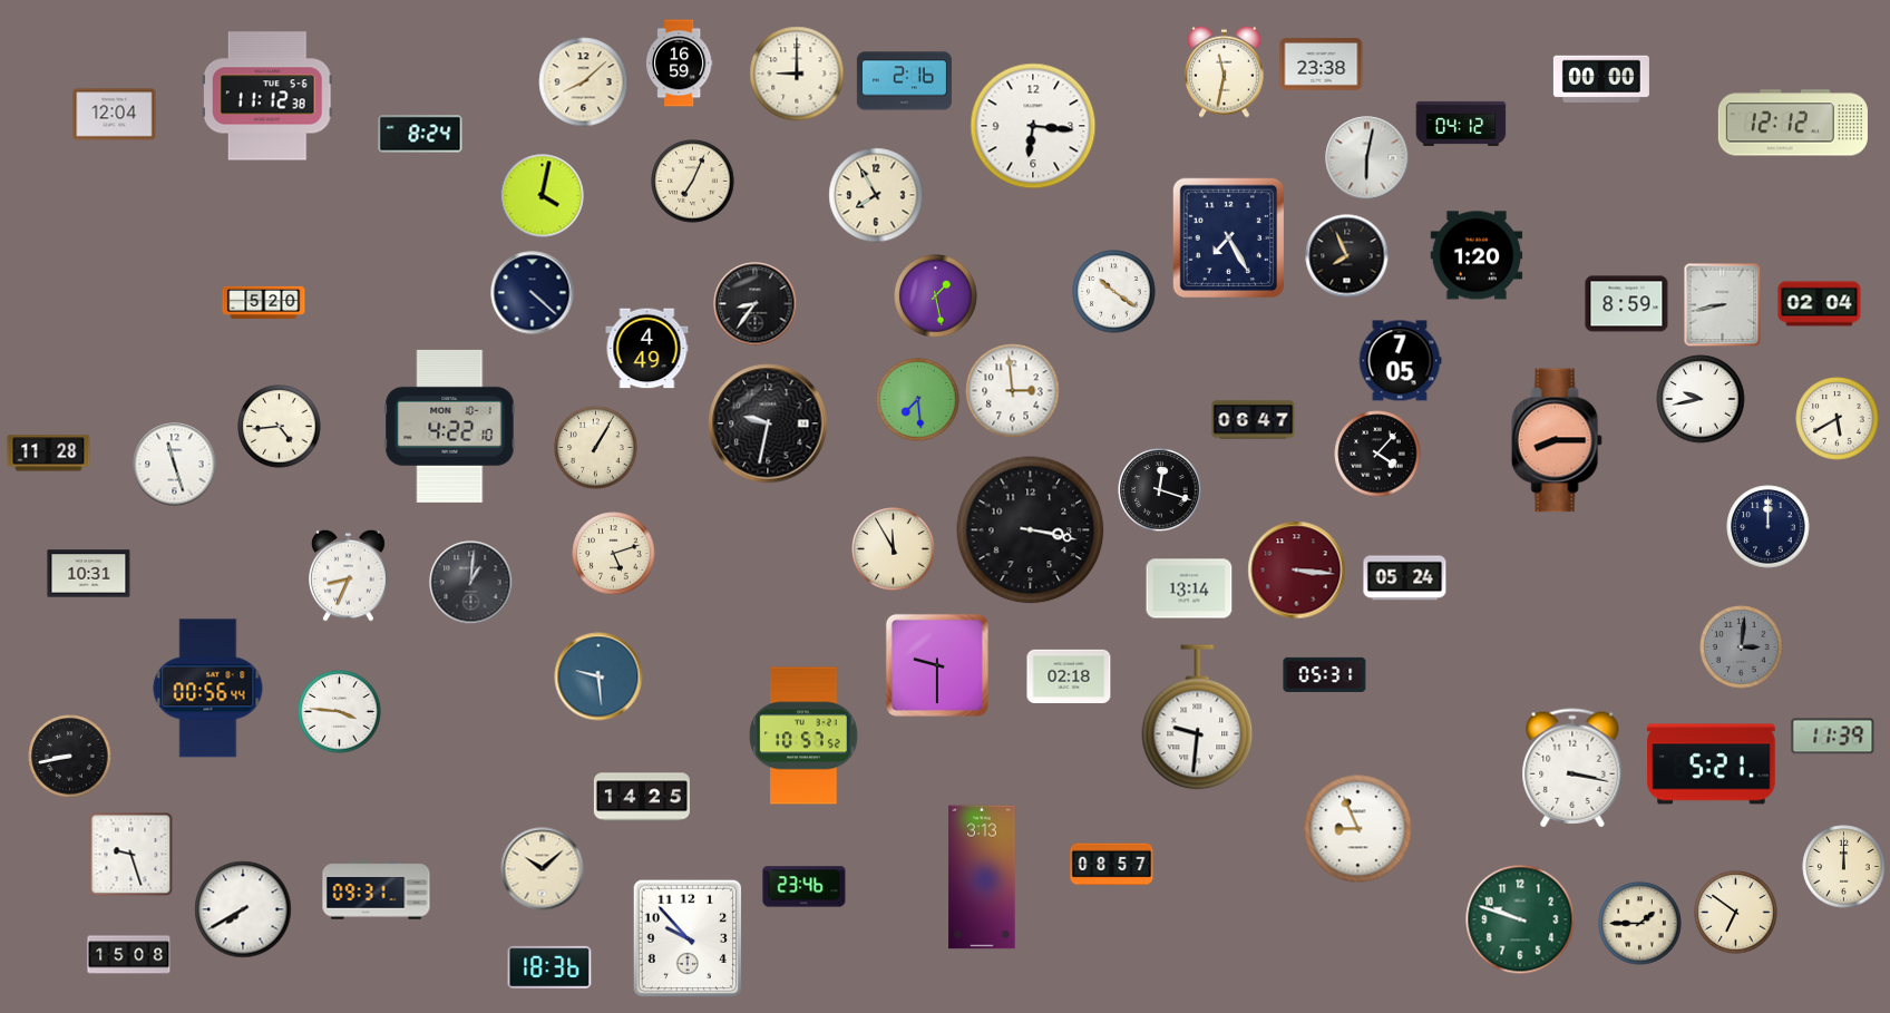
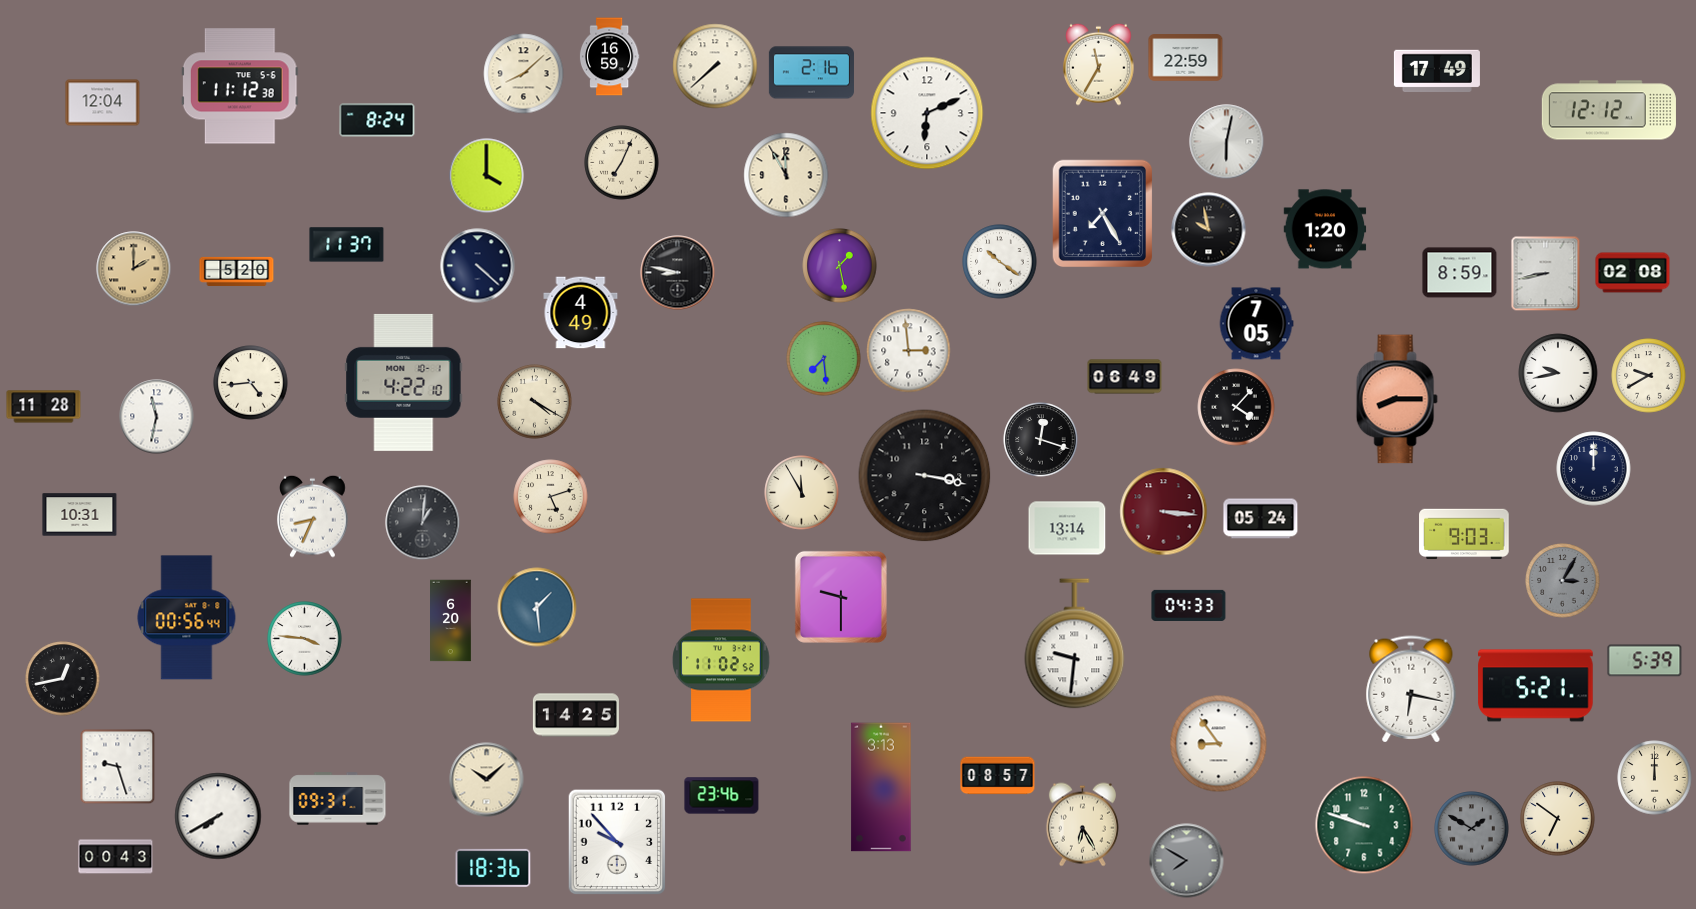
clock at (1322, 65): 23:38 -> 22:59
clock at (1225, 71): 11:32 -> 11:35
clock at (797, 74): 9:00 -> 7:38
clock at (1601, 79): 00:00 -> 17:49
clock at (1461, 124): 04:12 -> none
clock at (1033, 126): 6:16 -> 6:11
clock at (876, 195): 7:55 -> 11:55
clock at (543, 196): 4:02 -> 4:00
clock at (1347, 256): 7:56 -> 9:58
clock at (347, 245): none -> 11:37
clock at (533, 293) position: (533, 293) -> (478, 266)
clock at (134, 269): none -> 2:00
clock at (756, 304): 8:36 -> 8:47
clock at (1820, 304): 02:04 -> 02:08
clock at (1701, 399) position: (1701, 399) -> (1558, 373)
clock at (1838, 419): 5:40 -> 9:40
clock at (1254, 420): 06:47 -> 06:49
clock at (768, 423): 9:32 -> none
clock at (1557, 440) position: (1557, 440) -> (1397, 399)
clock at (596, 448): 1:05 -> 4:20
clock at (175, 465): 11:27 -> 11:32
clock at (1769, 527) position: (1769, 527) -> (1594, 469)
clock at (1464, 534): none -> 9:03
clock at (1742, 647): 3:01 -> 3:05
clock at (1325, 674): 05:31 -> 04:33
clock at (1069, 675): 02:18 -> none
clock at (598, 676): 9:29 -> 1:29
clock at (451, 621): none -> 6:20
clock at (803, 736): 10:57 -> 11:02
clock at (1833, 737): 11:39 -> 5:39
clock at (70, 757): 8:43 -> 12:43
clock at (1572, 768): 3:17 -> 6:17
clock at (1358, 829): 8:56 -> 8:54
clock at (1082, 825): none -> 6:25
clock at (1640, 924): 1:45 -> 1:50
clock at (1640, 924) dial: cream -> grey
clock at (129, 955): 15:08 -> 00:43
clock at (1187, 861): none -> 7:50
